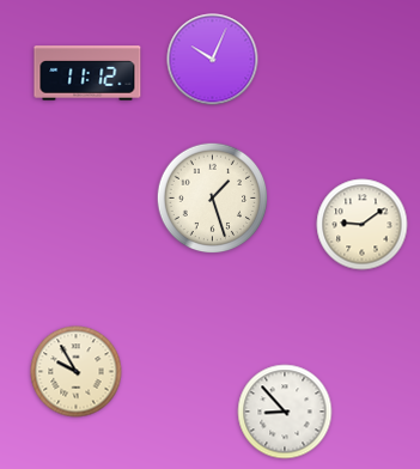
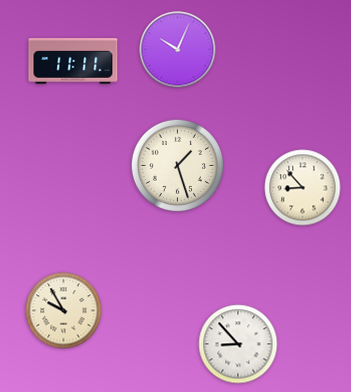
clock at (87, 73): 11:12 -> 11:11
clock at (363, 225): 9:09 -> 8:53
